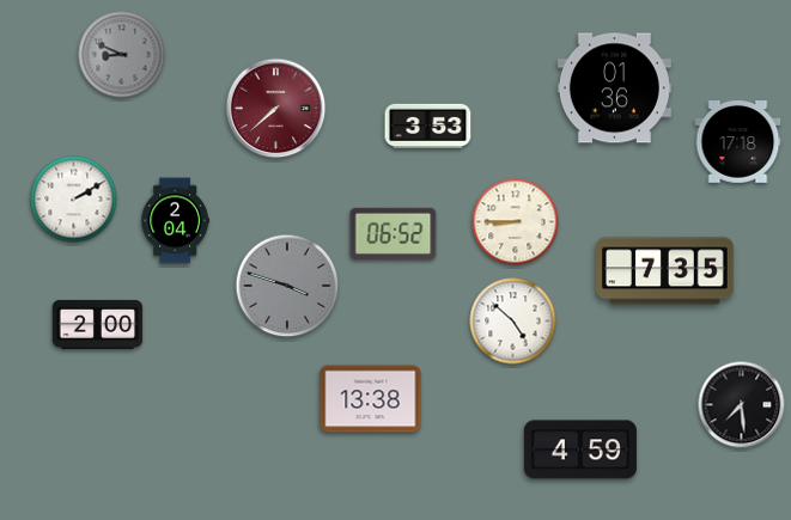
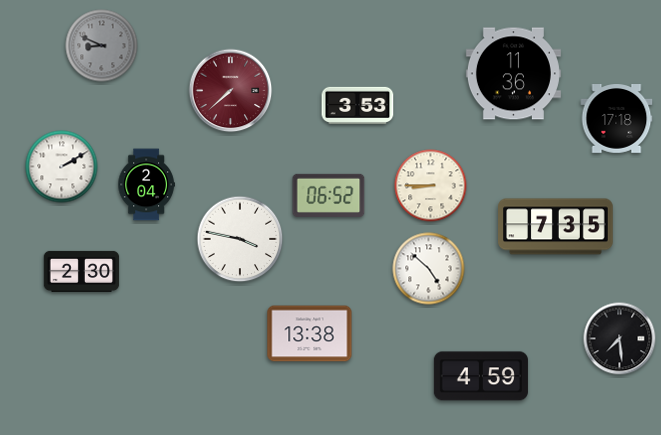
clock at (614, 88): 01:36 -> 11:36
clock at (287, 286): 3:48 -> 3:47
clock at (287, 286) dial: grey -> white
clock at (98, 324): 2:00 -> 2:30
clock at (580, 449) position: (580, 449) -> (481, 376)
